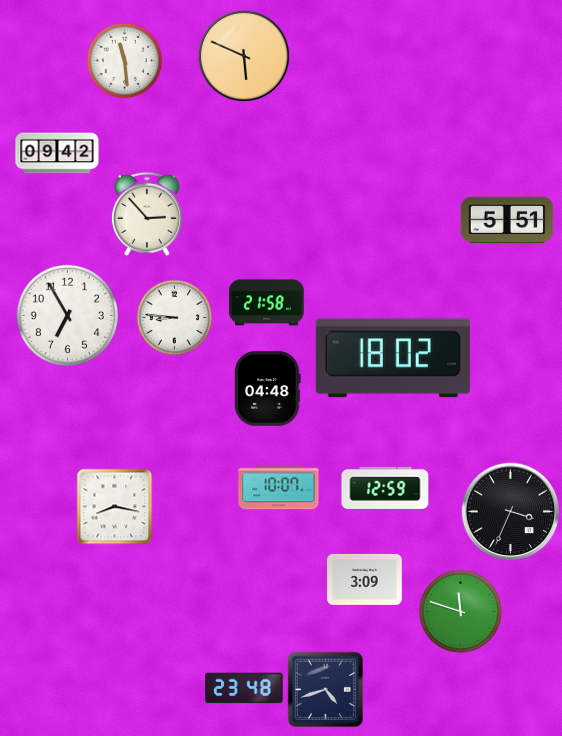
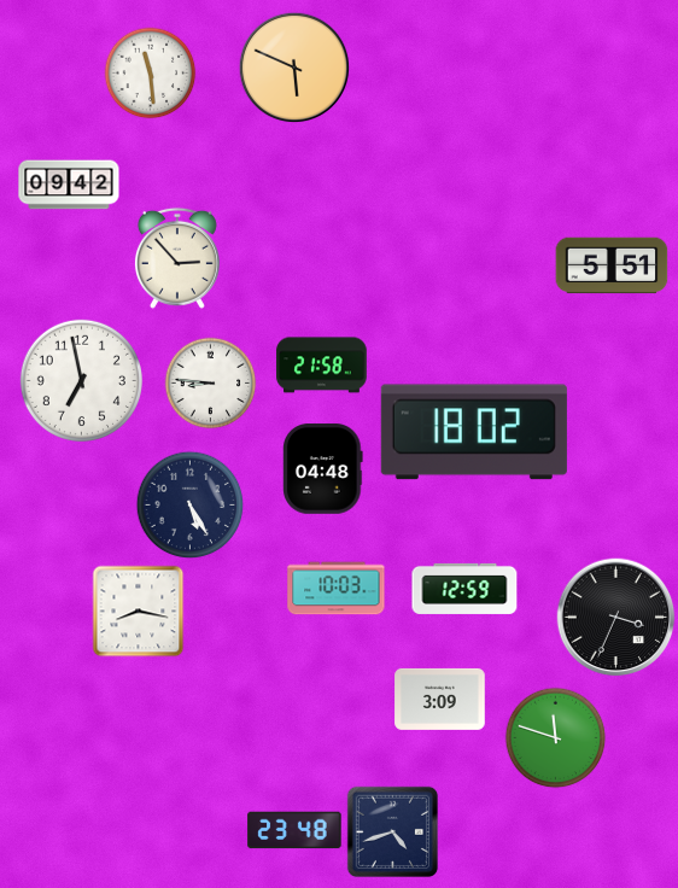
clock at (67, 315): 6:55 -> 6:58
clock at (191, 506): none -> 5:25
clock at (279, 488): 10:07 -> 10:03
